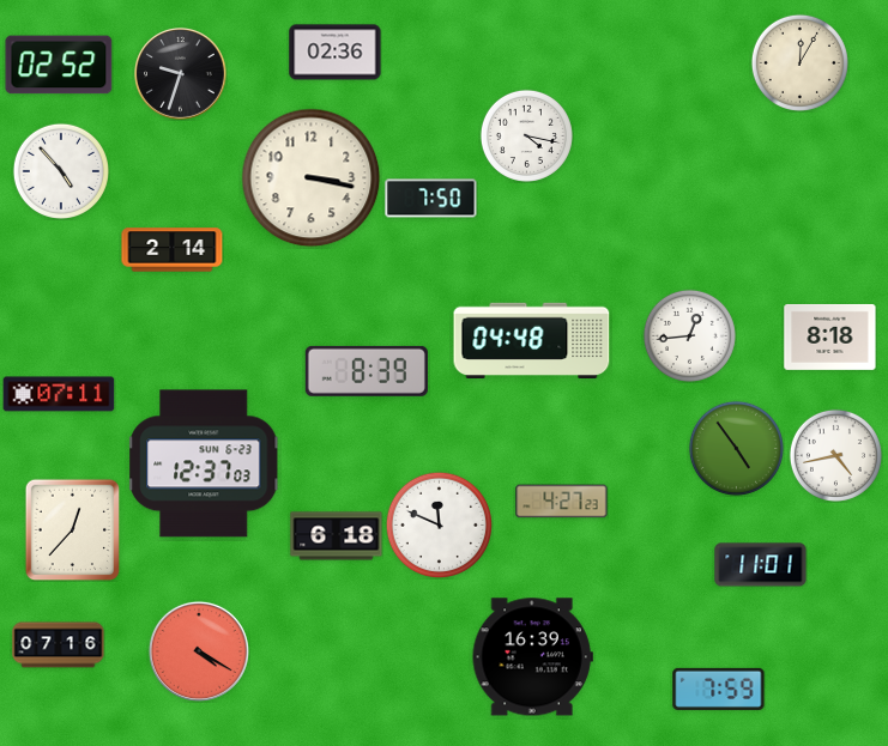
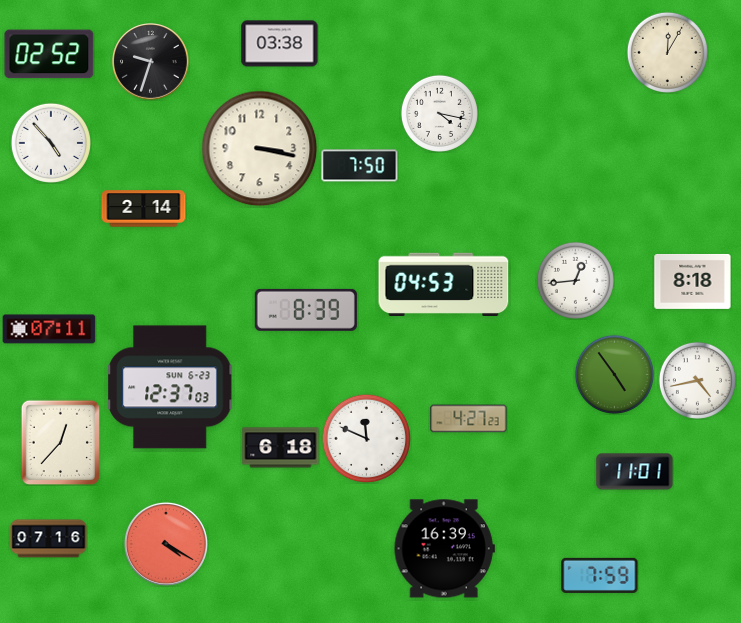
clock at (336, 53): 02:36 -> 03:38
clock at (532, 340): 04:48 -> 04:53
